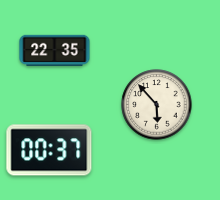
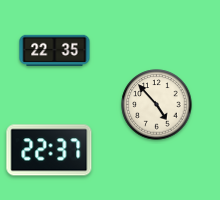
clock at (157, 105): 5:53 -> 4:53
clock at (49, 150): 00:37 -> 22:37
